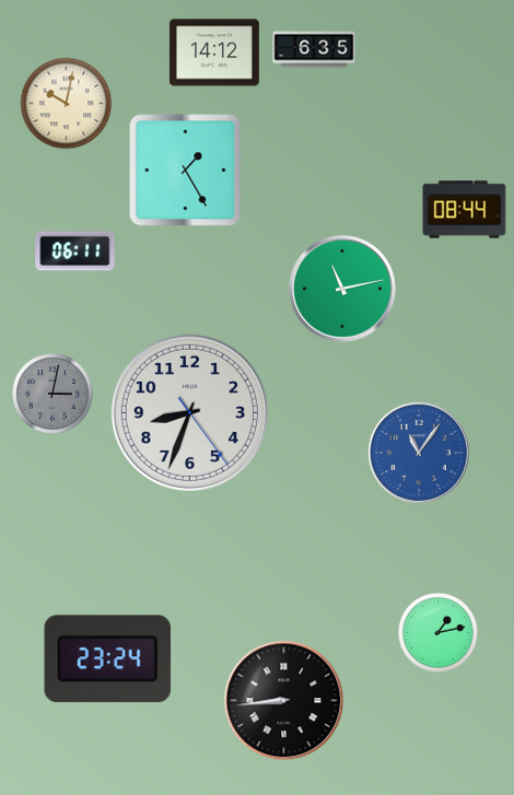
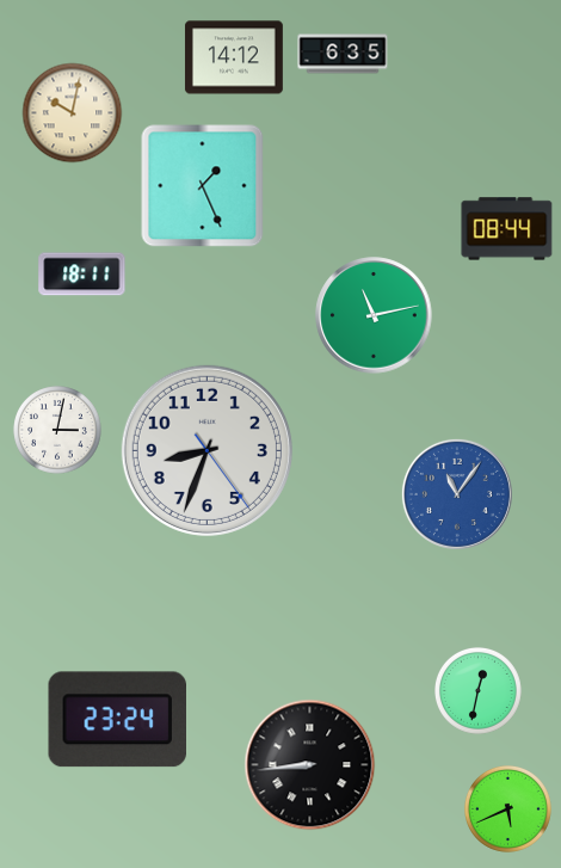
clock at (186, 171): 1:25 -> 1:26
clock at (75, 252): 06:11 -> 18:11
clock at (52, 394) dial: grey -> white
clock at (439, 633): 1:13 -> 12:32
clock at (508, 809): none -> 5:41
